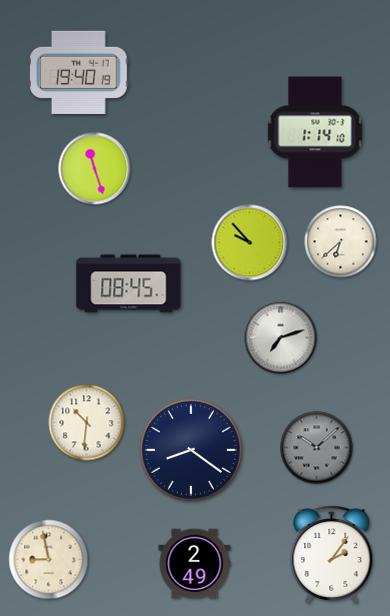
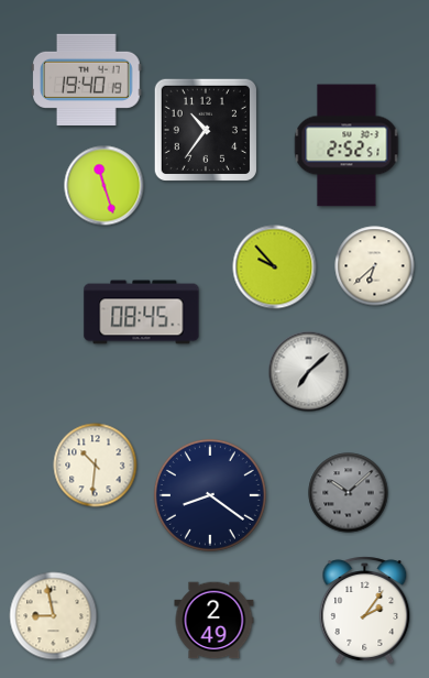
clock at (206, 130): none -> 10:36
clock at (315, 132): 1:14 -> 2:52
clock at (281, 338): 7:12 -> 7:08
